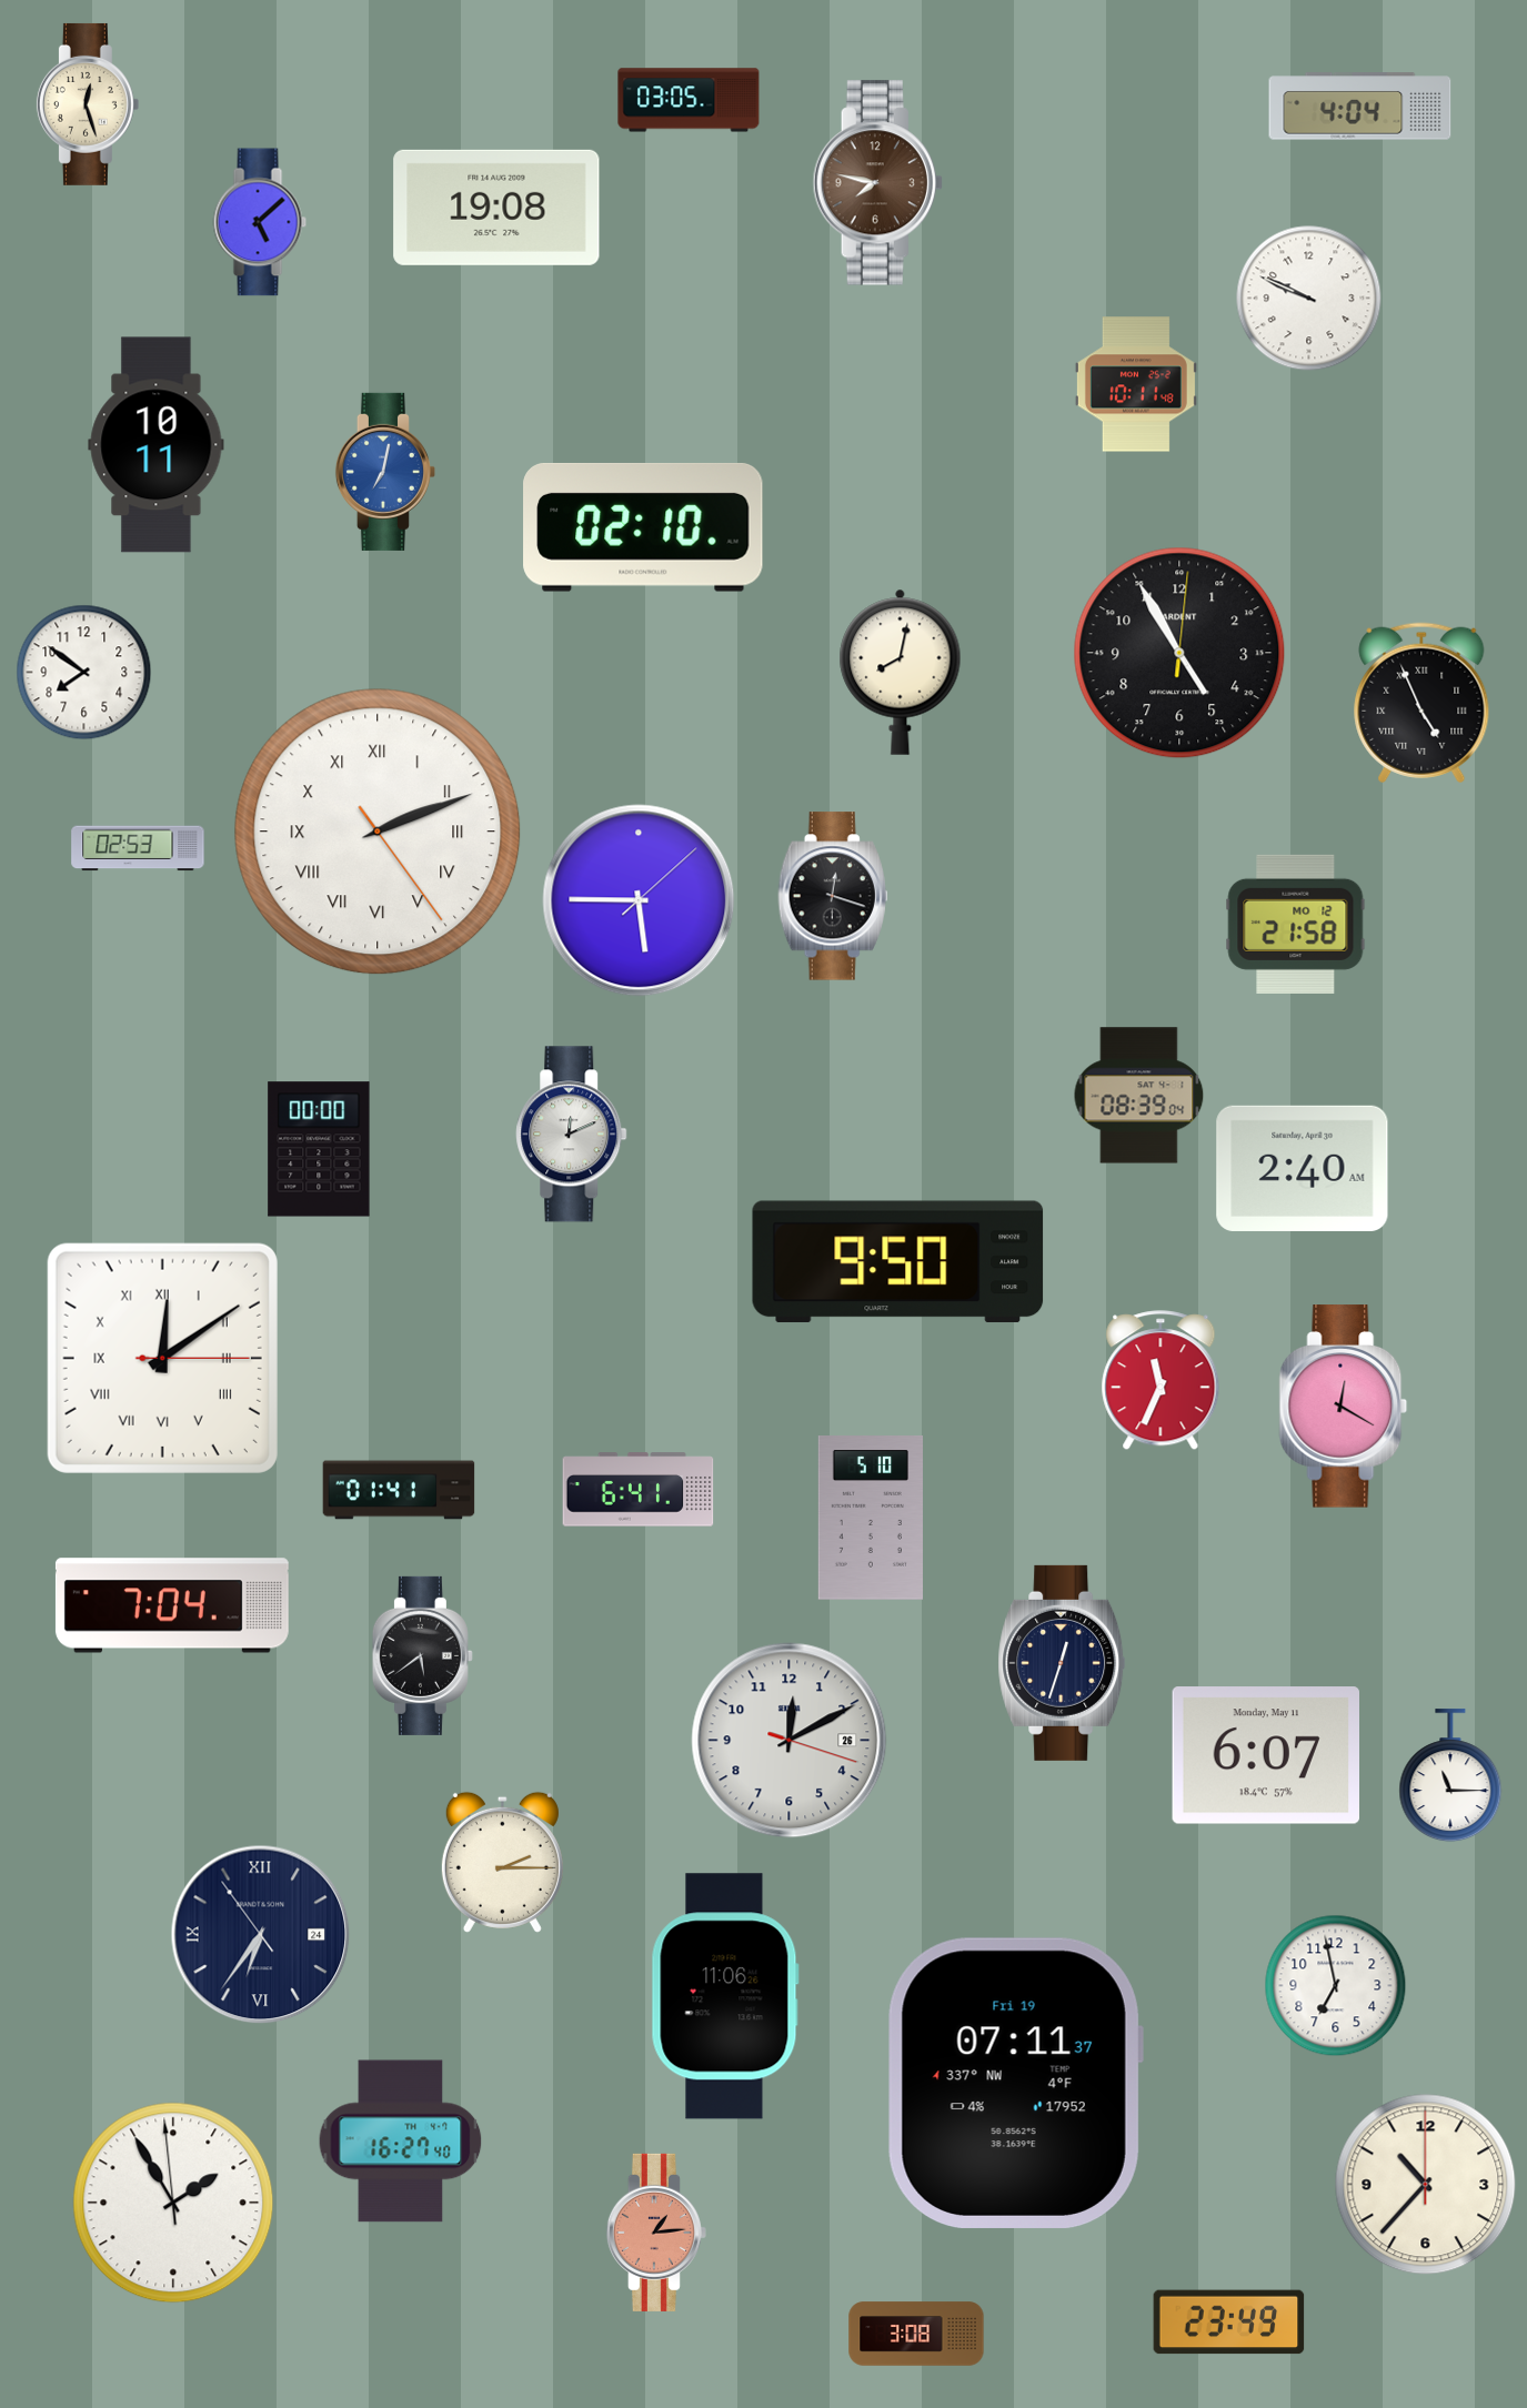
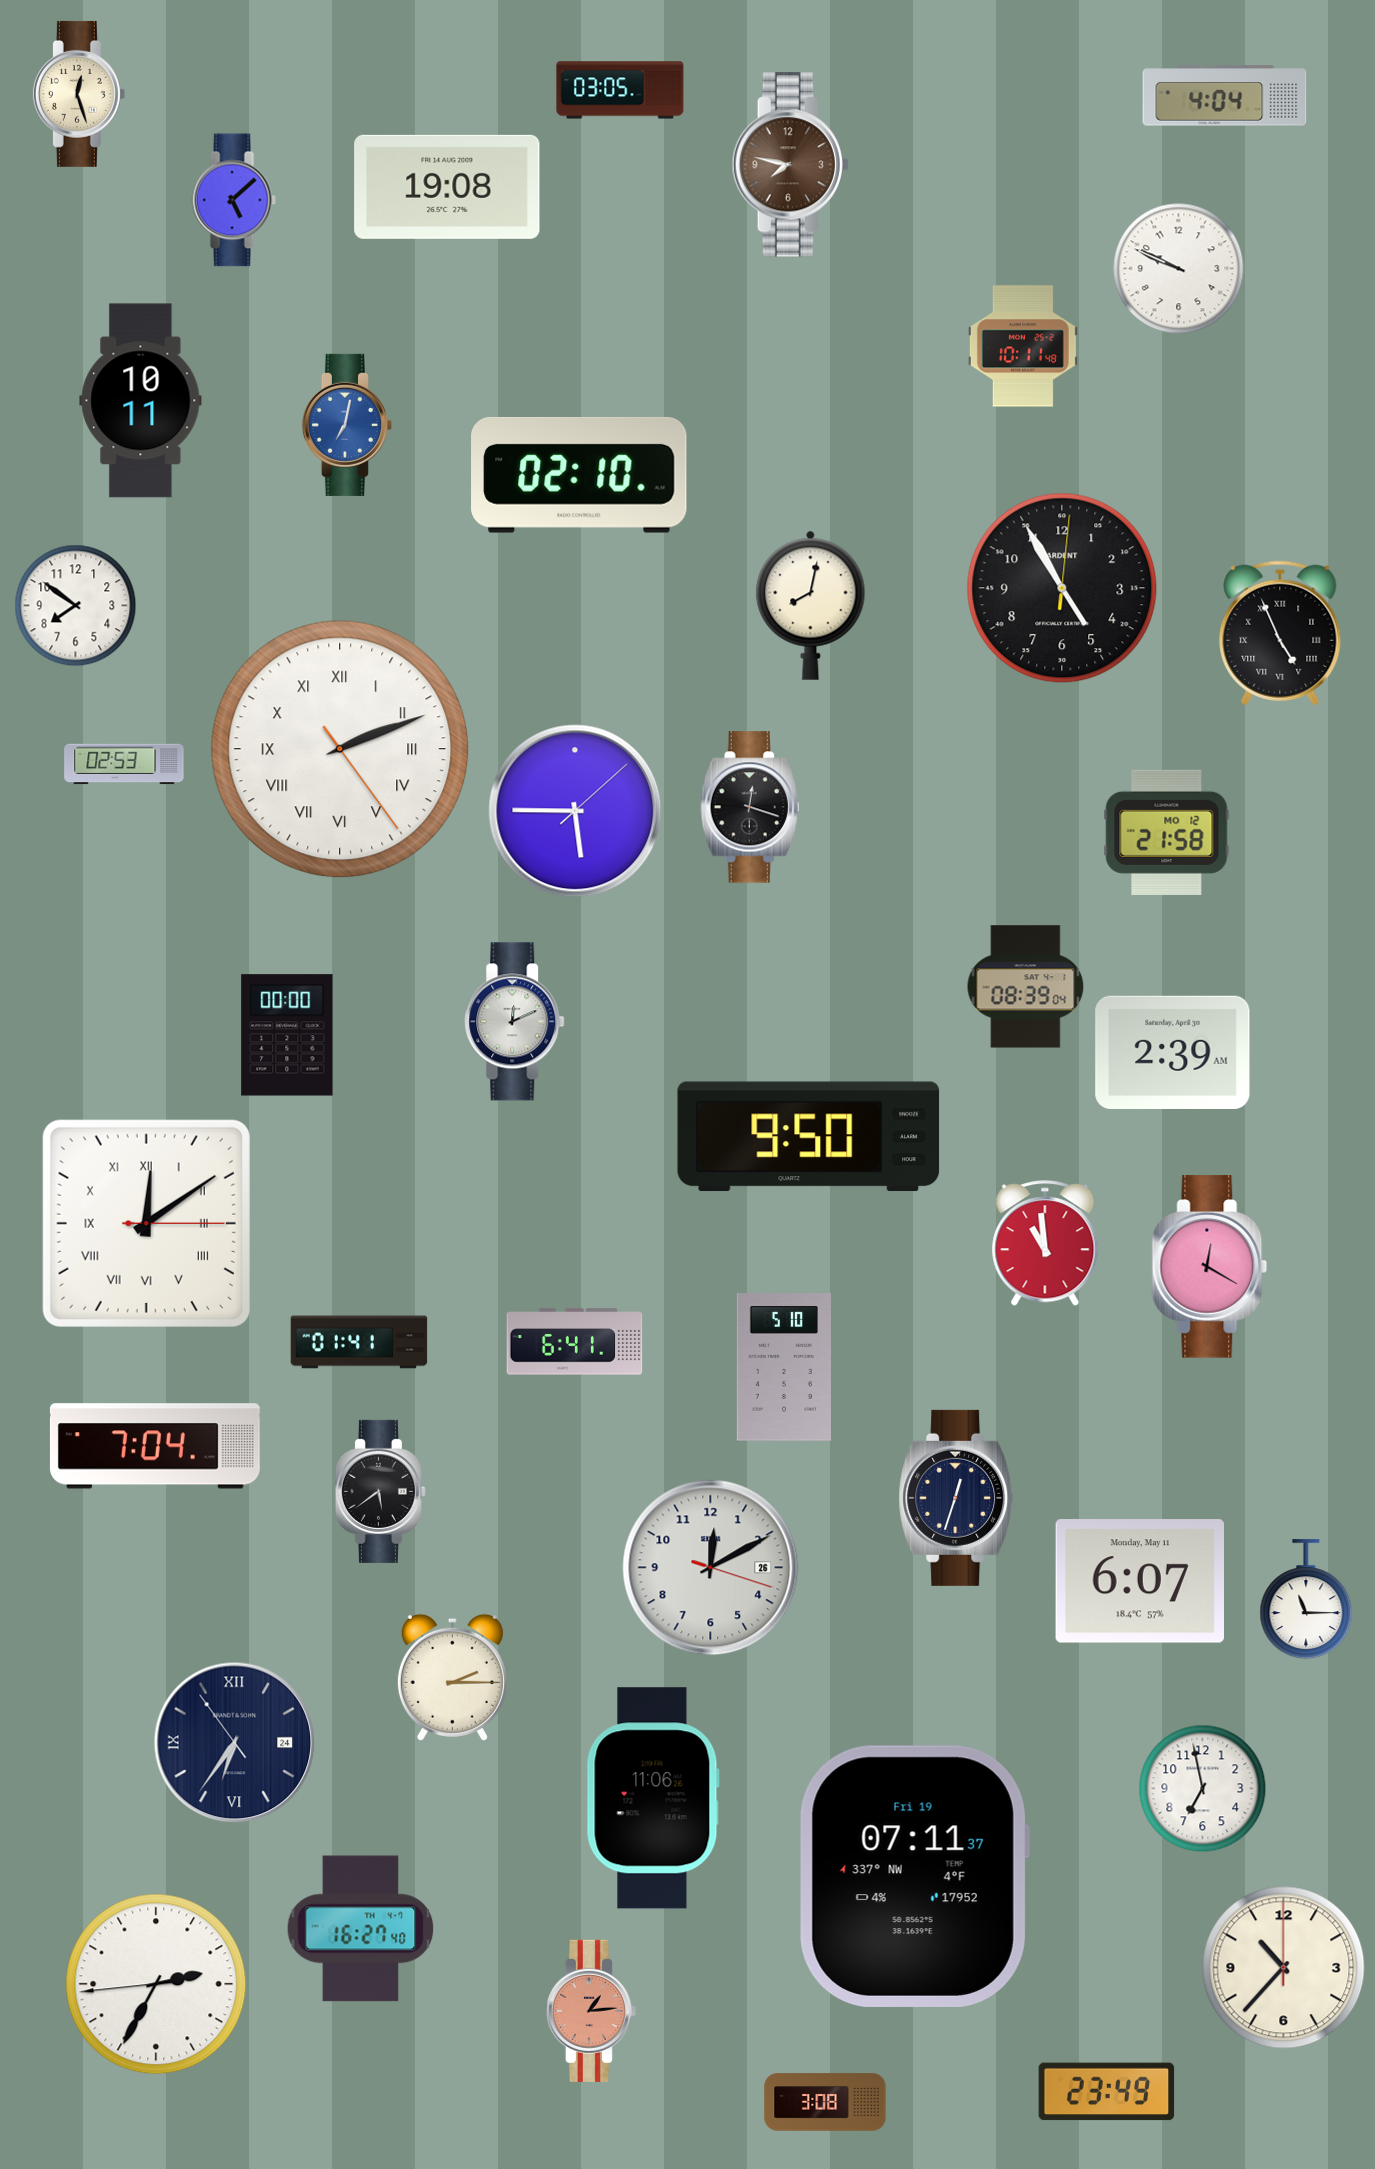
clock at (1303, 1168): 2:40 -> 2:39
clock at (1161, 1381): 11:34 -> 10:59
clock at (173, 2203): 1:54 -> 2:34
